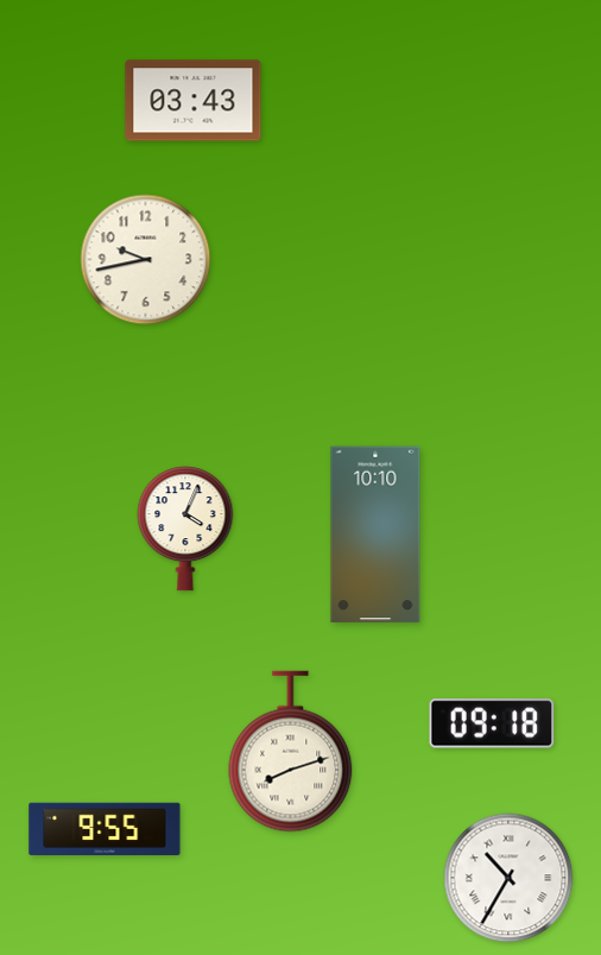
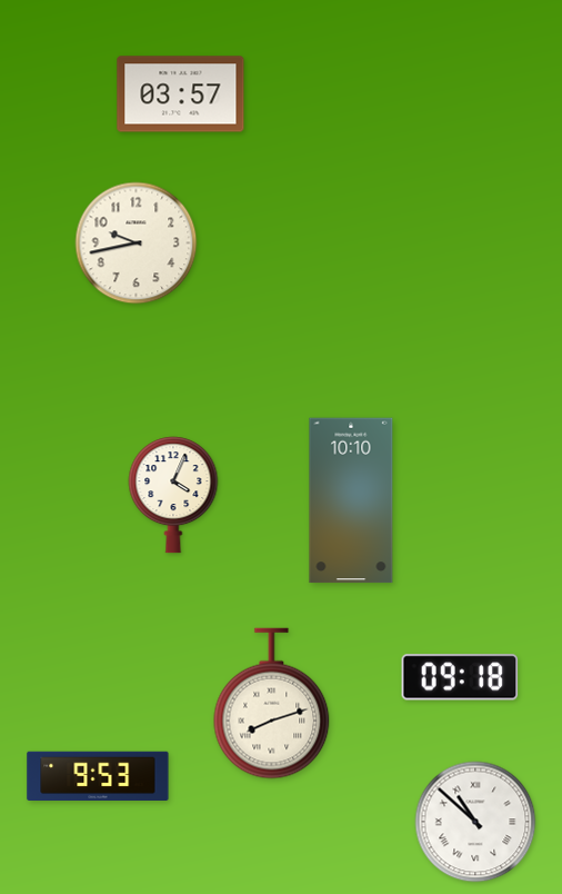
clock at (194, 101): 03:43 -> 03:57
clock at (105, 828): 9:55 -> 9:53
clock at (508, 878): 10:35 -> 10:52
